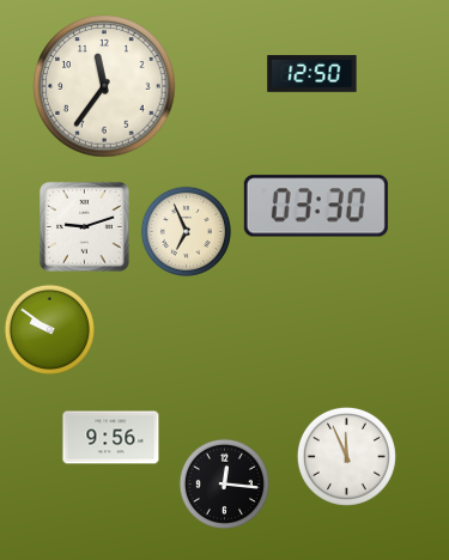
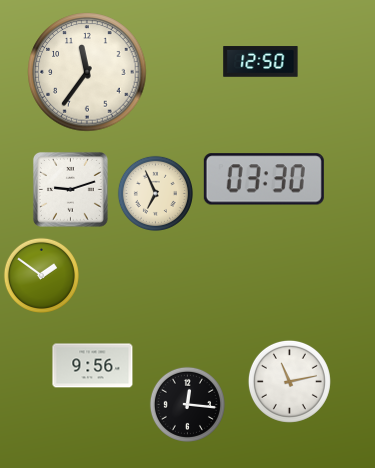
clock at (316, 206) position: (316, 206) -> (264, 179)
clock at (49, 329): 9:51 -> 1:51
clock at (346, 456): 11:56 -> 11:13
